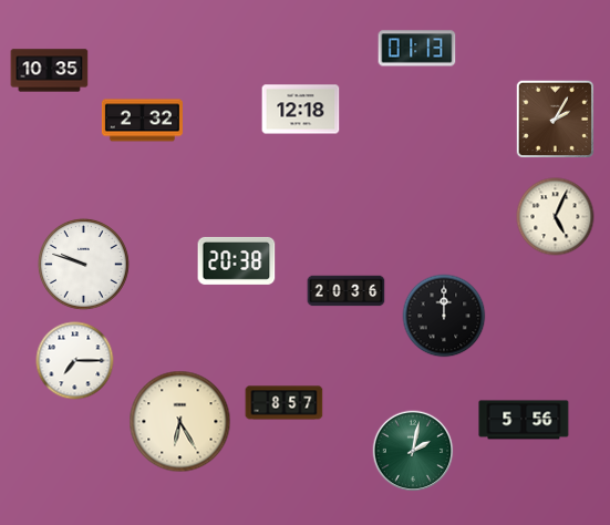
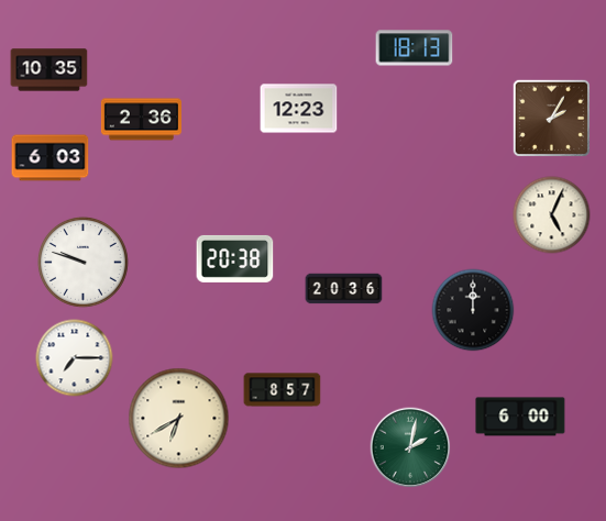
clock at (417, 49): 01:13 -> 18:13
clock at (301, 110): 12:18 -> 12:23
clock at (142, 121): 2:32 -> 2:36
clock at (51, 158): none -> 6:03
clock at (444, 316) position: (444, 316) -> (473, 310)
clock at (285, 403) position: (285, 403) -> (283, 390)
clock at (524, 420): 5:56 -> 6:00
clock at (180, 422): 6:25 -> 6:40
